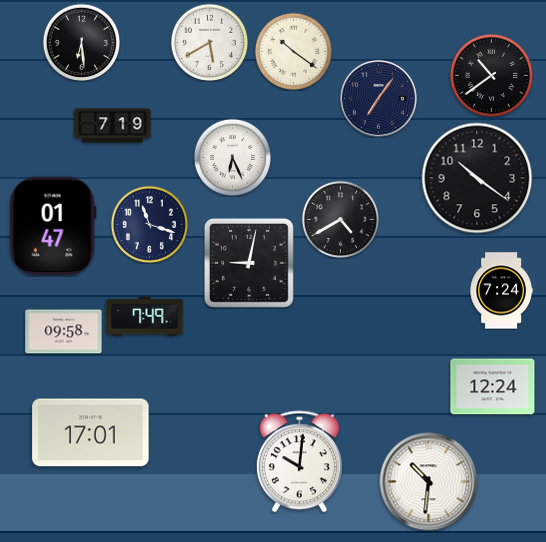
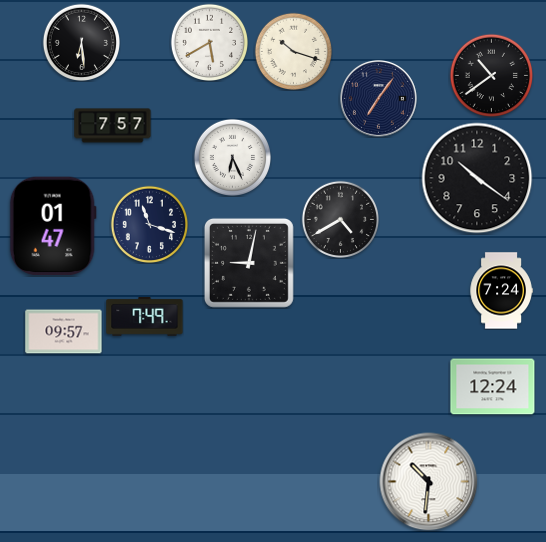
clock at (293, 51): 10:21 -> 10:18
clock at (113, 126): 7:19 -> 7:57
clock at (64, 332): 09:58 -> 09:57
clock at (91, 433): 17:01 -> none
clock at (299, 462): 10:01 -> none
